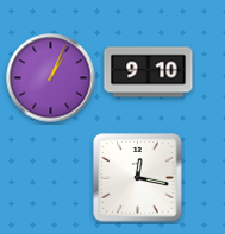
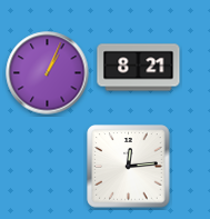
clock at (149, 72): 9:10 -> 8:21
clock at (138, 178): 12:17 -> 12:14
